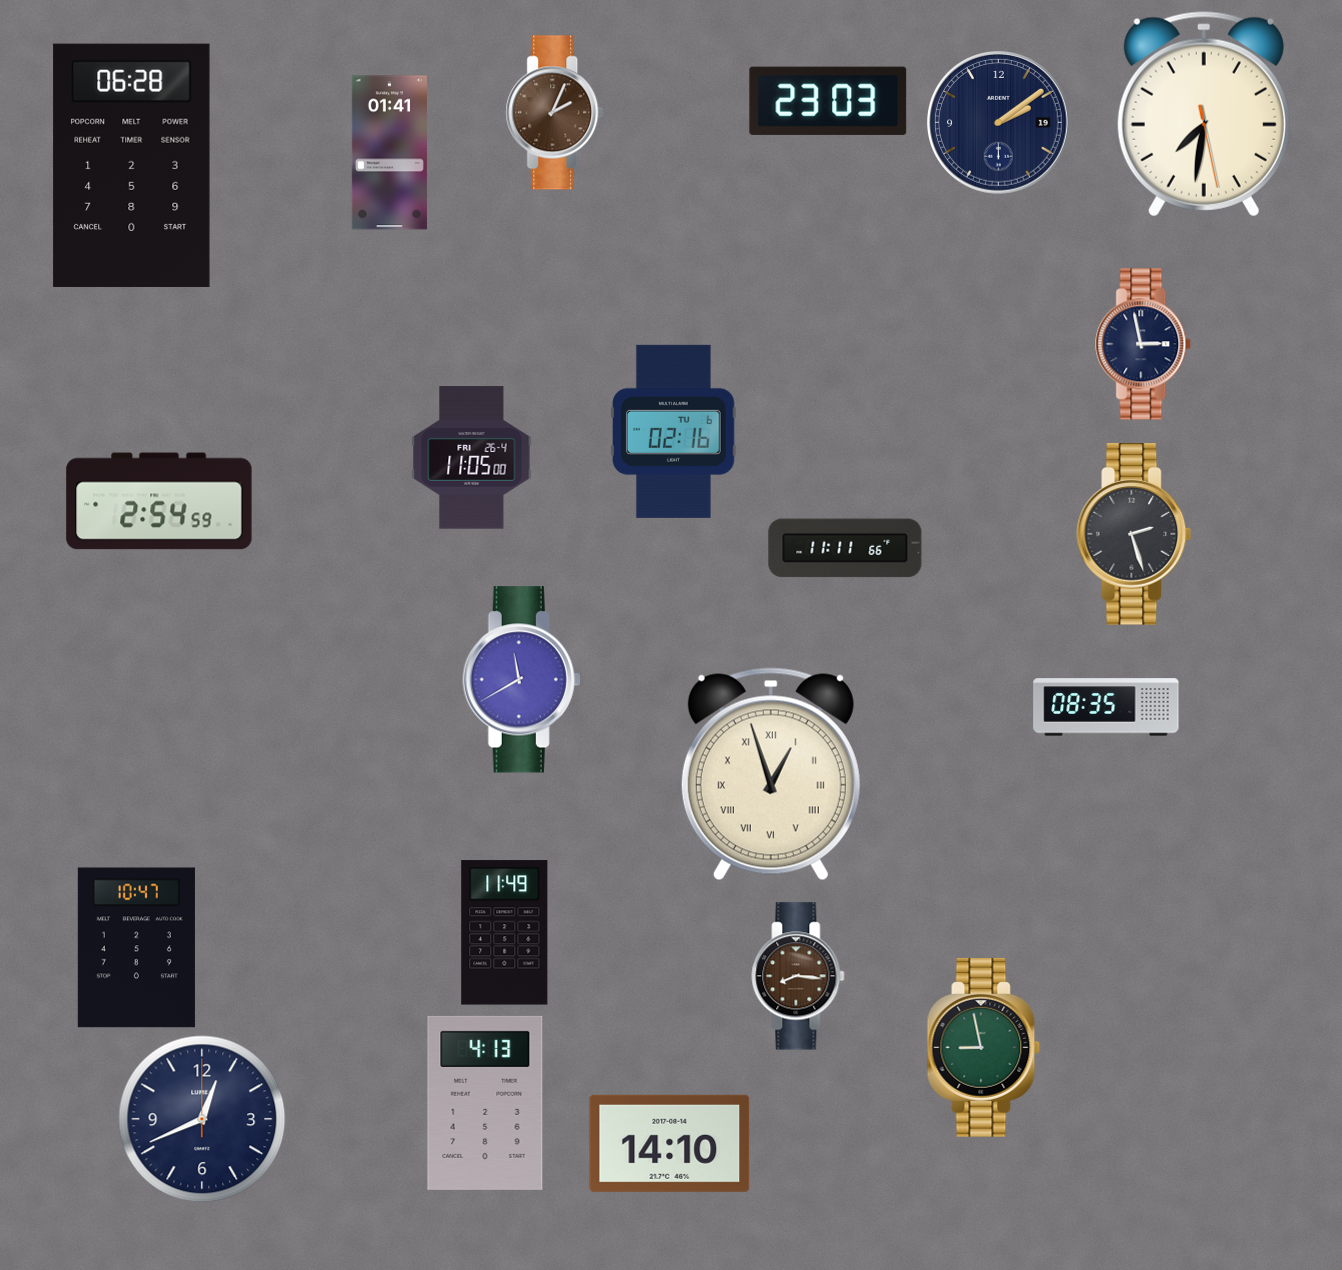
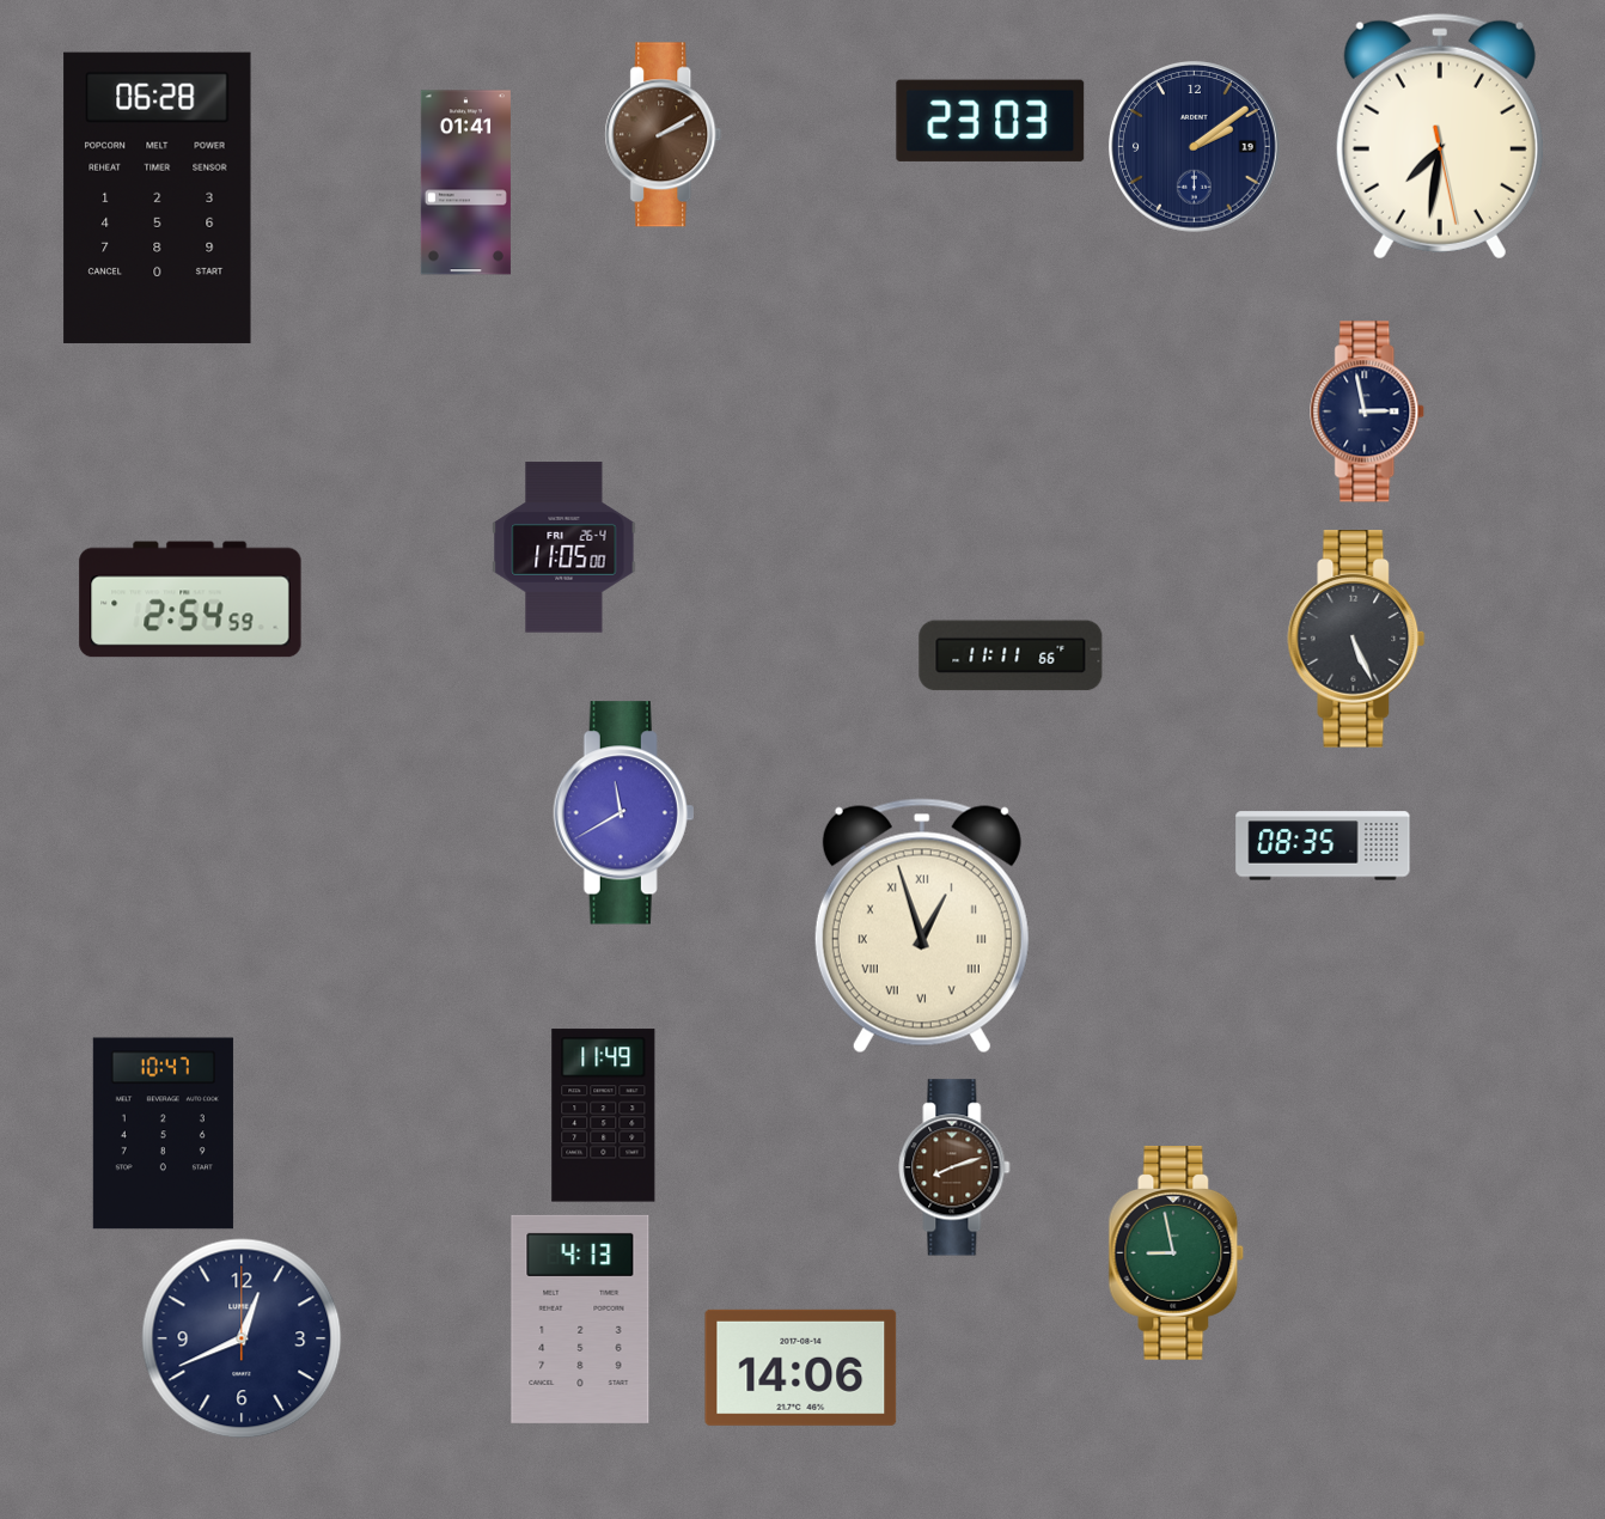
clock at (555, 113): 2:04 -> 2:10
clock at (673, 431): 02:16 -> none
clock at (1134, 534): 2:27 -> 5:26
clock at (798, 976): 8:16 -> 8:12
clock at (670, 1143): 14:10 -> 14:06
